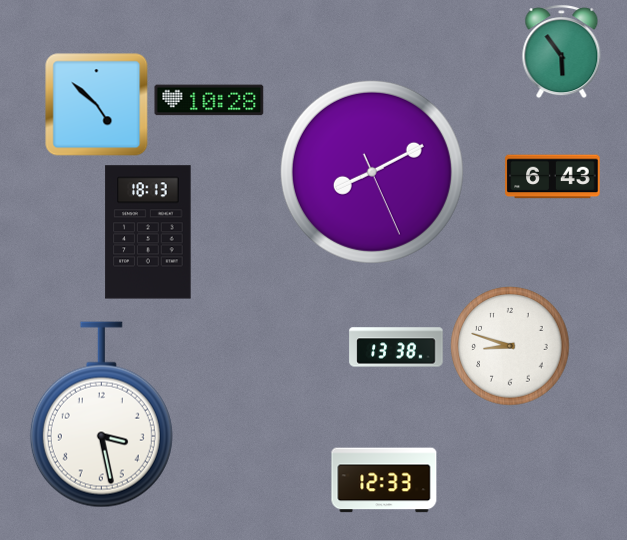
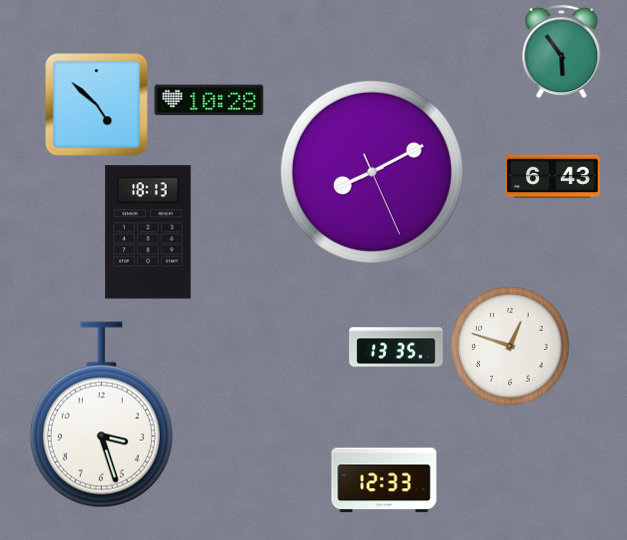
clock at (510, 346): 8:48 -> 12:48
clock at (396, 347): 13:38 -> 13:35
clock at (101, 415): 3:28 -> 3:27
